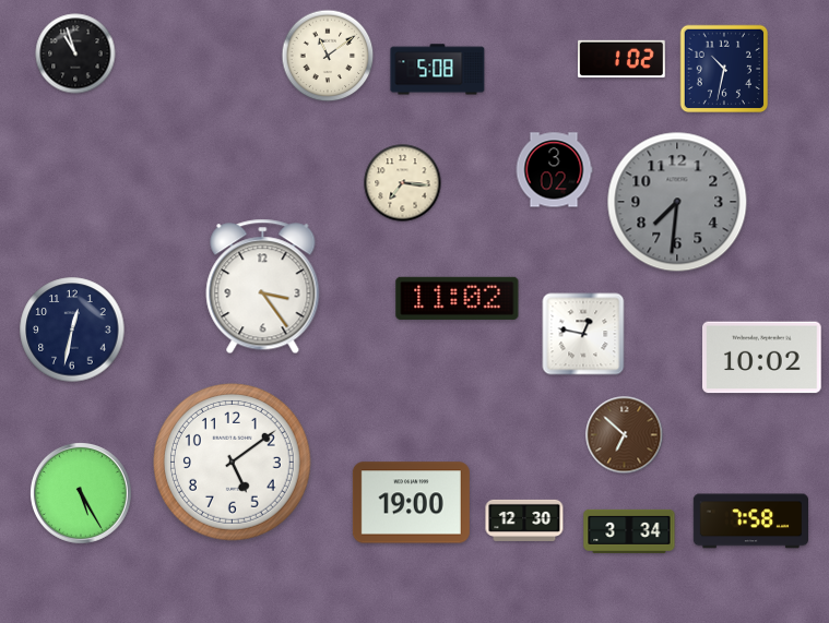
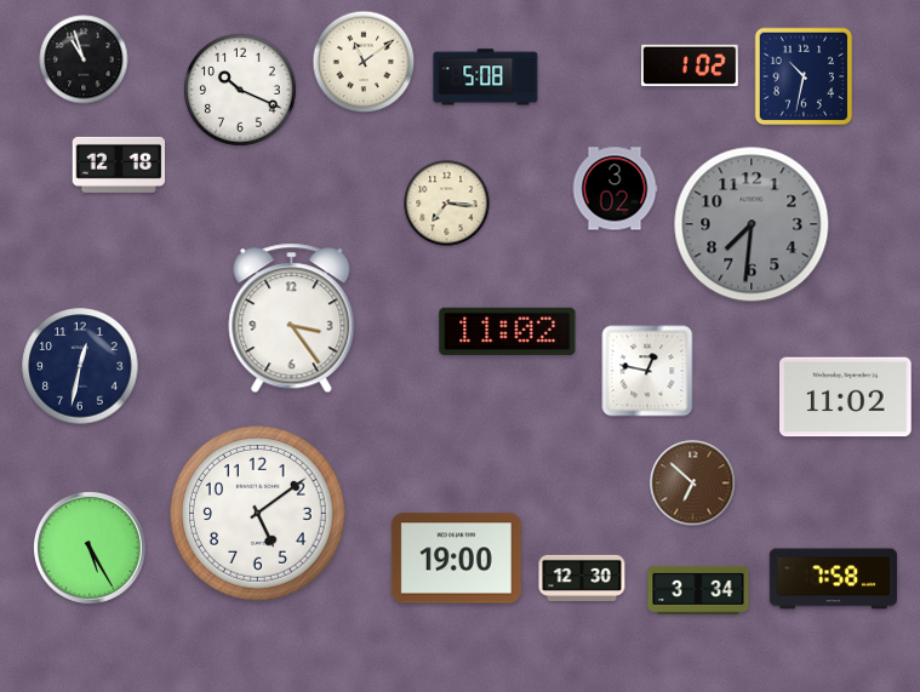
clock at (241, 91): none -> 10:19
clock at (119, 165): none -> 12:18
clock at (762, 358): 10:02 -> 11:02
